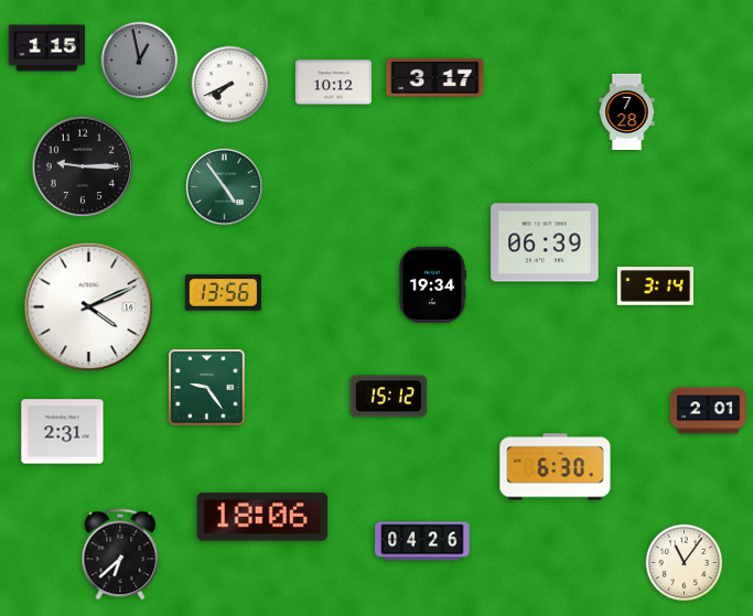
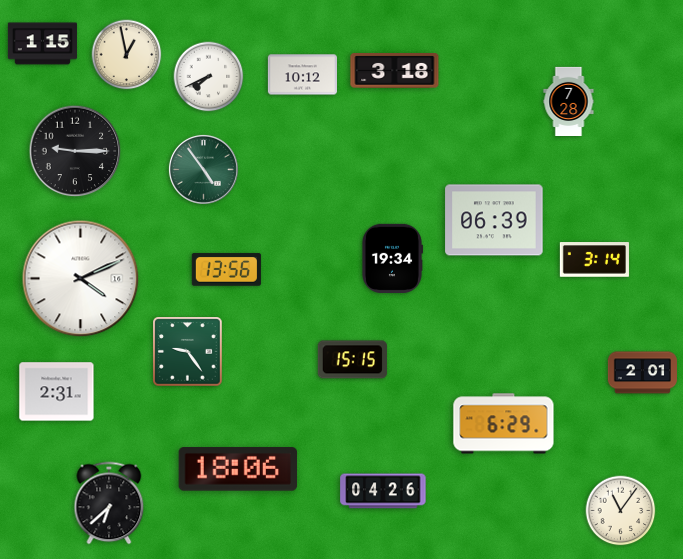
clock at (140, 61) dial: grey -> cream
clock at (435, 78): 3:17 -> 3:18
clock at (223, 293) position: (223, 293) -> (226, 270)
clock at (388, 397): 15:12 -> 15:15
clock at (556, 467): 6:30 -> 6:29
